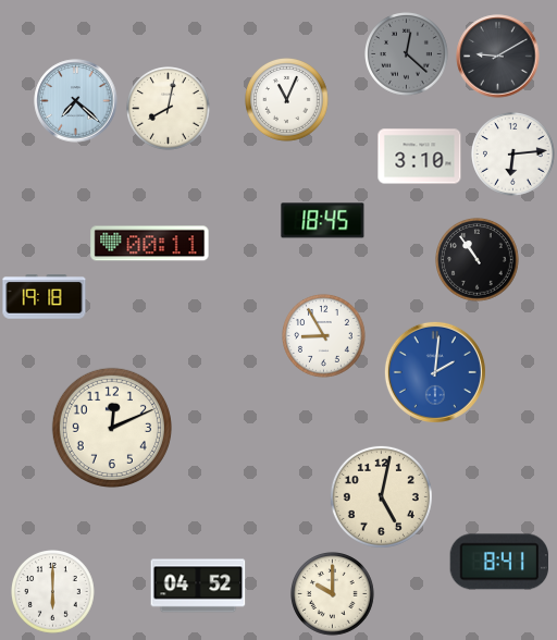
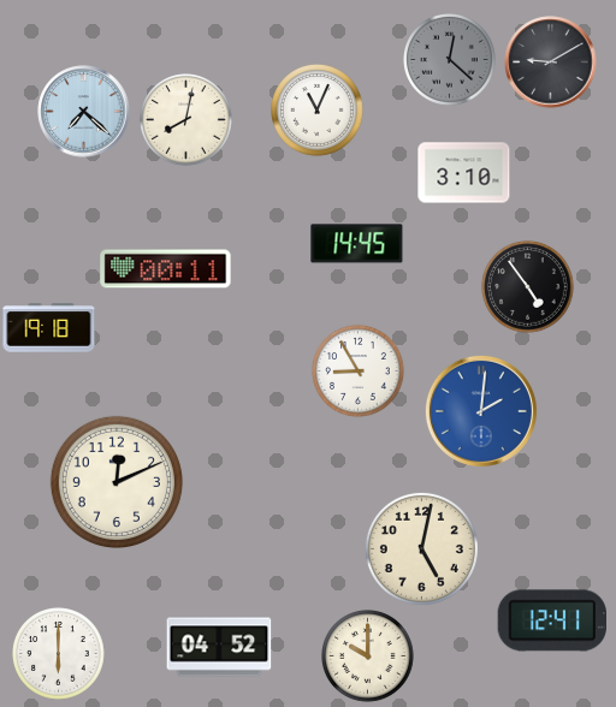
clock at (513, 155): 6:14 -> none
clock at (323, 221): 18:45 -> 14:45
clock at (478, 260): 10:54 -> 4:54
clock at (112, 428) position: (112, 428) -> (117, 482)
clock at (498, 562): 8:41 -> 12:41
